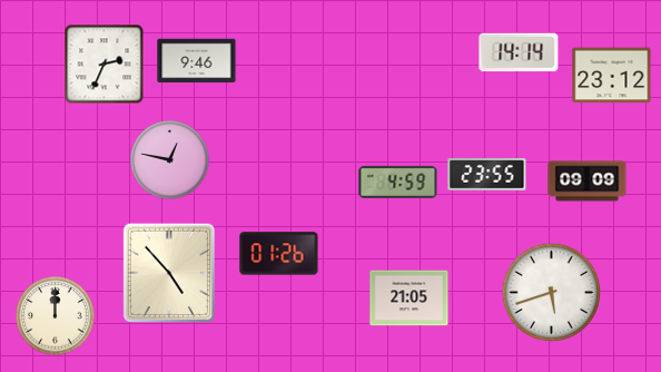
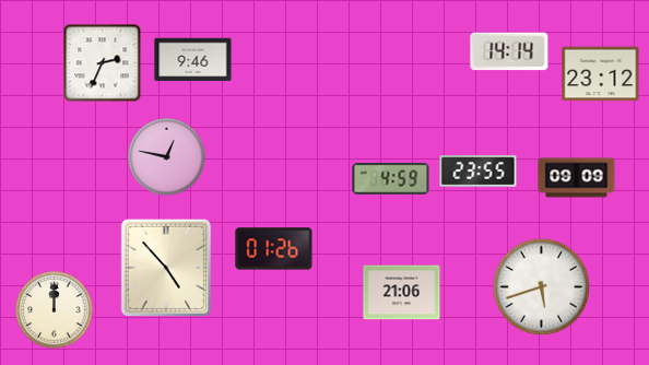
clock at (410, 298): 21:05 -> 21:06
